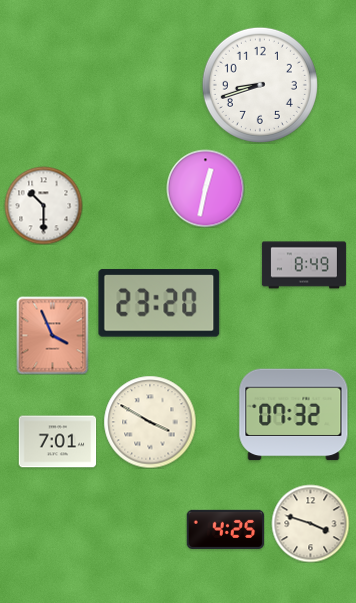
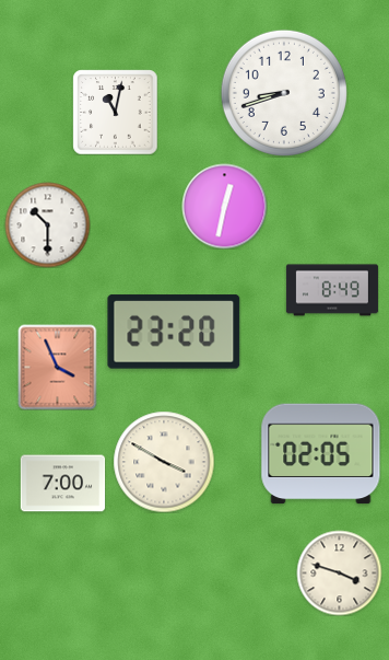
clock at (115, 112): none -> 11:02
clock at (294, 415): 07:32 -> 02:05
clock at (57, 442): 7:01 -> 7:00
clock at (225, 529): 4:25 -> none
